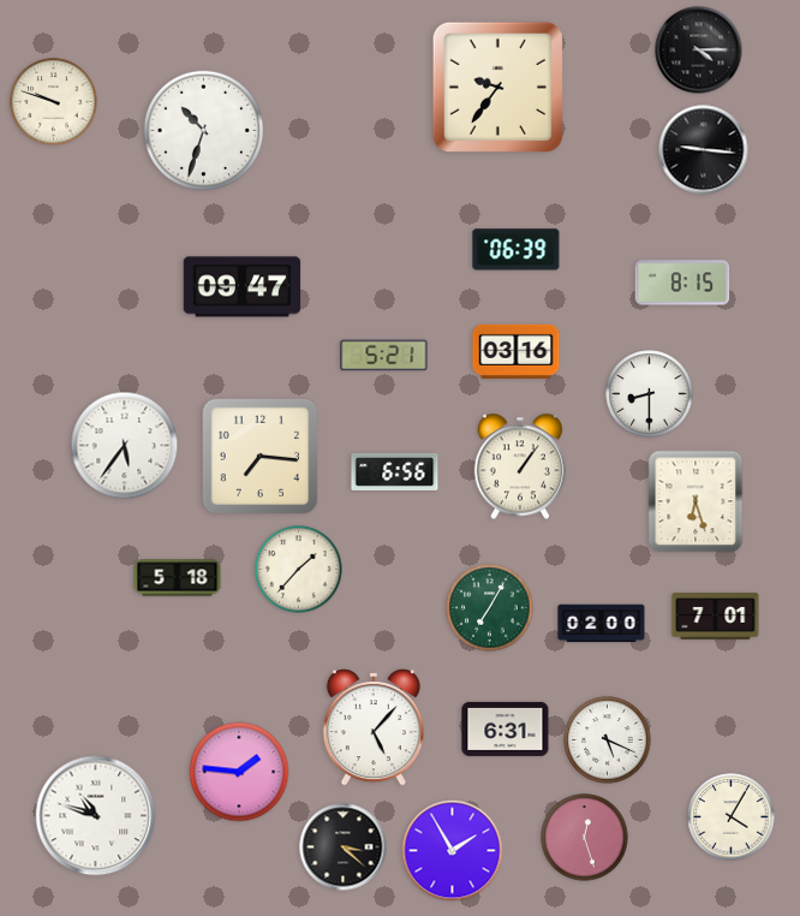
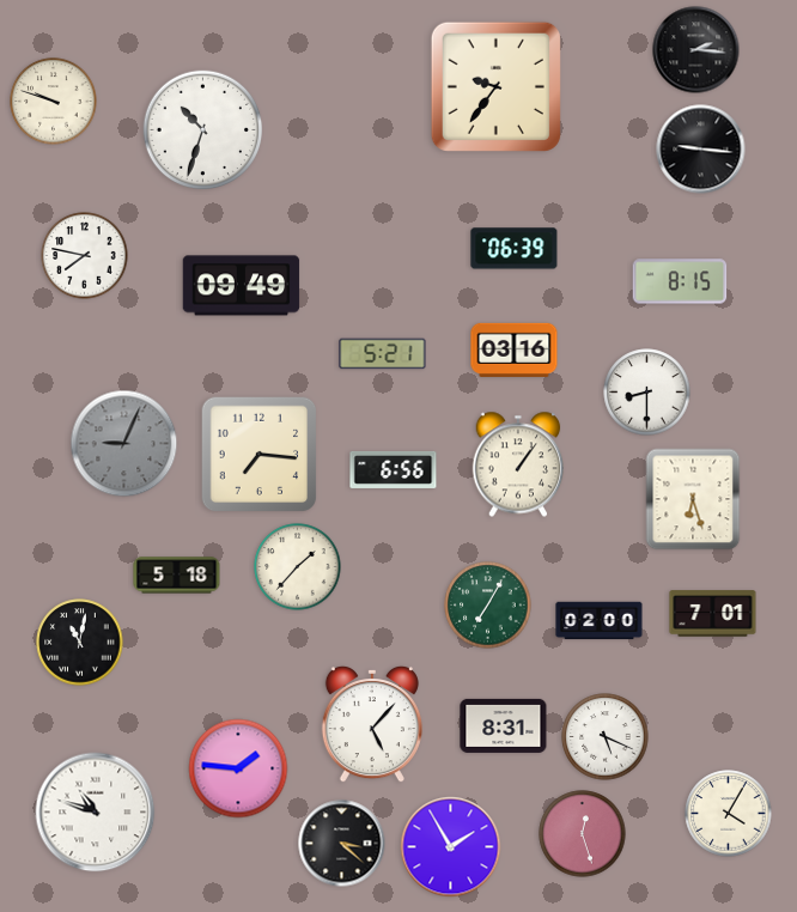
clock at (699, 50): 4:15 -> 2:16
clock at (85, 256): none -> 7:47
clock at (243, 287): 09:47 -> 09:49
clock at (125, 446): 5:36 -> 9:04
clock at (125, 446) dial: white -> grey
clock at (80, 643): none -> 11:02
clock at (506, 728): 6:31 -> 8:31
